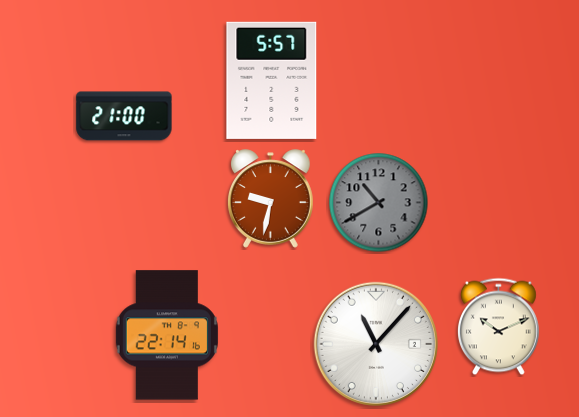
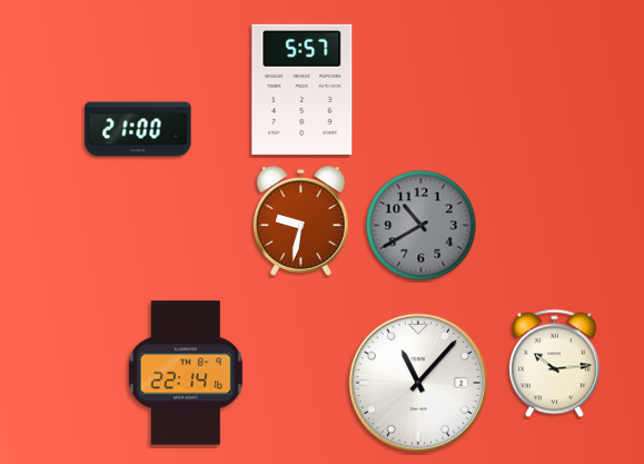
clock at (498, 327): 10:11 -> 10:14
